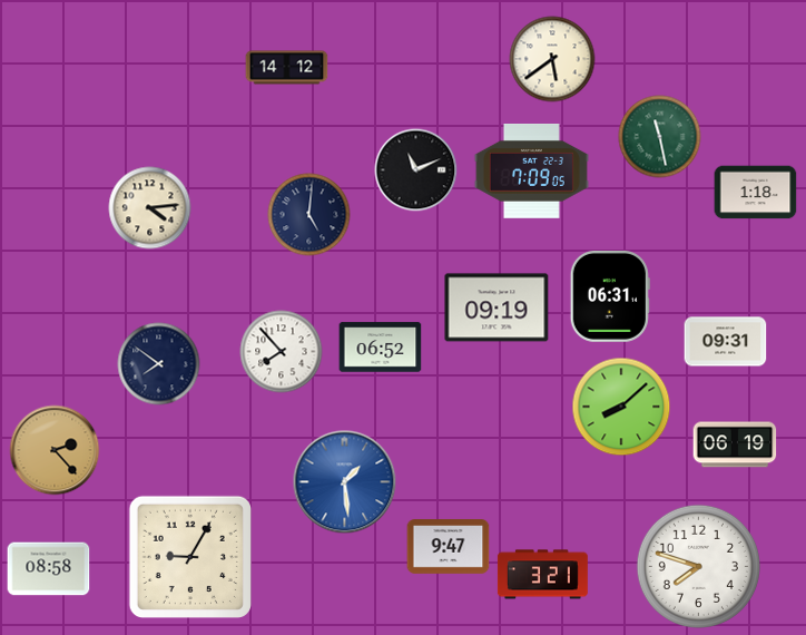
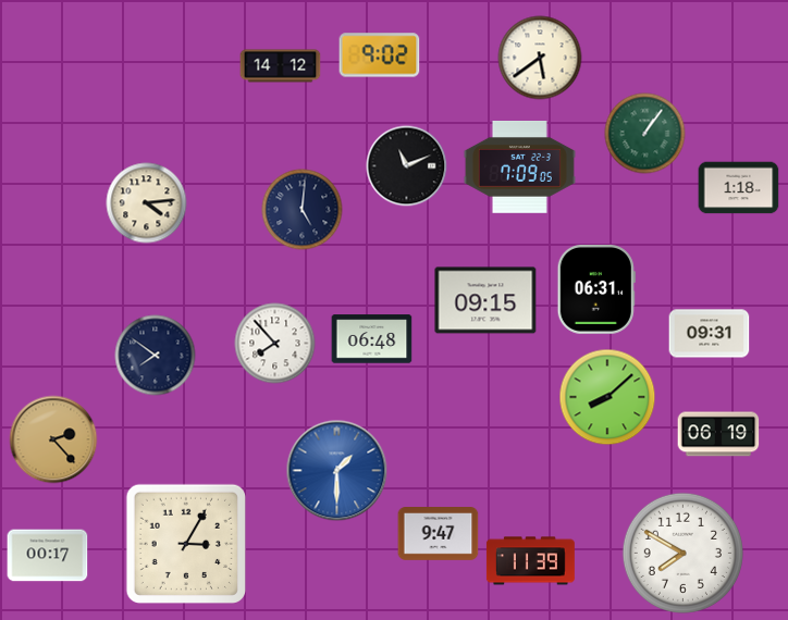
clock at (380, 55): none -> 9:02
clock at (660, 137): 11:28 -> 1:06
clock at (497, 307): 09:19 -> 09:15
clock at (381, 348): 06:52 -> 06:48
clock at (345, 482): 1:29 -> 1:30
clock at (189, 556): 9:05 -> 3:05
clock at (698, 566): 7:48 -> 7:50
clock at (49, 569): 08:58 -> 00:17
clock at (542, 575): 3:21 -> 11:39
